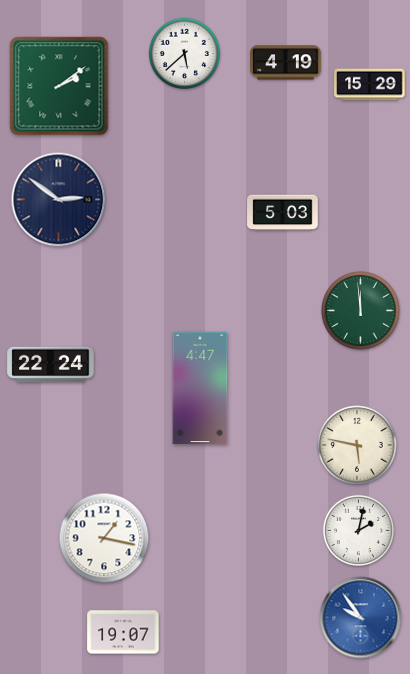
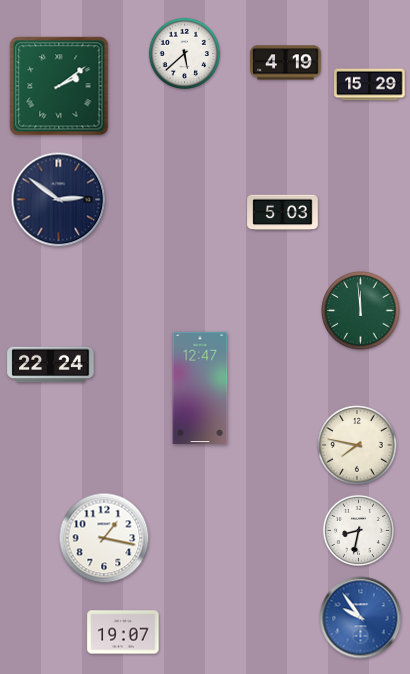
clock at (200, 388): 4:47 -> 12:47
clock at (357, 445): 5:47 -> 7:47
clock at (358, 530): 2:02 -> 8:32
